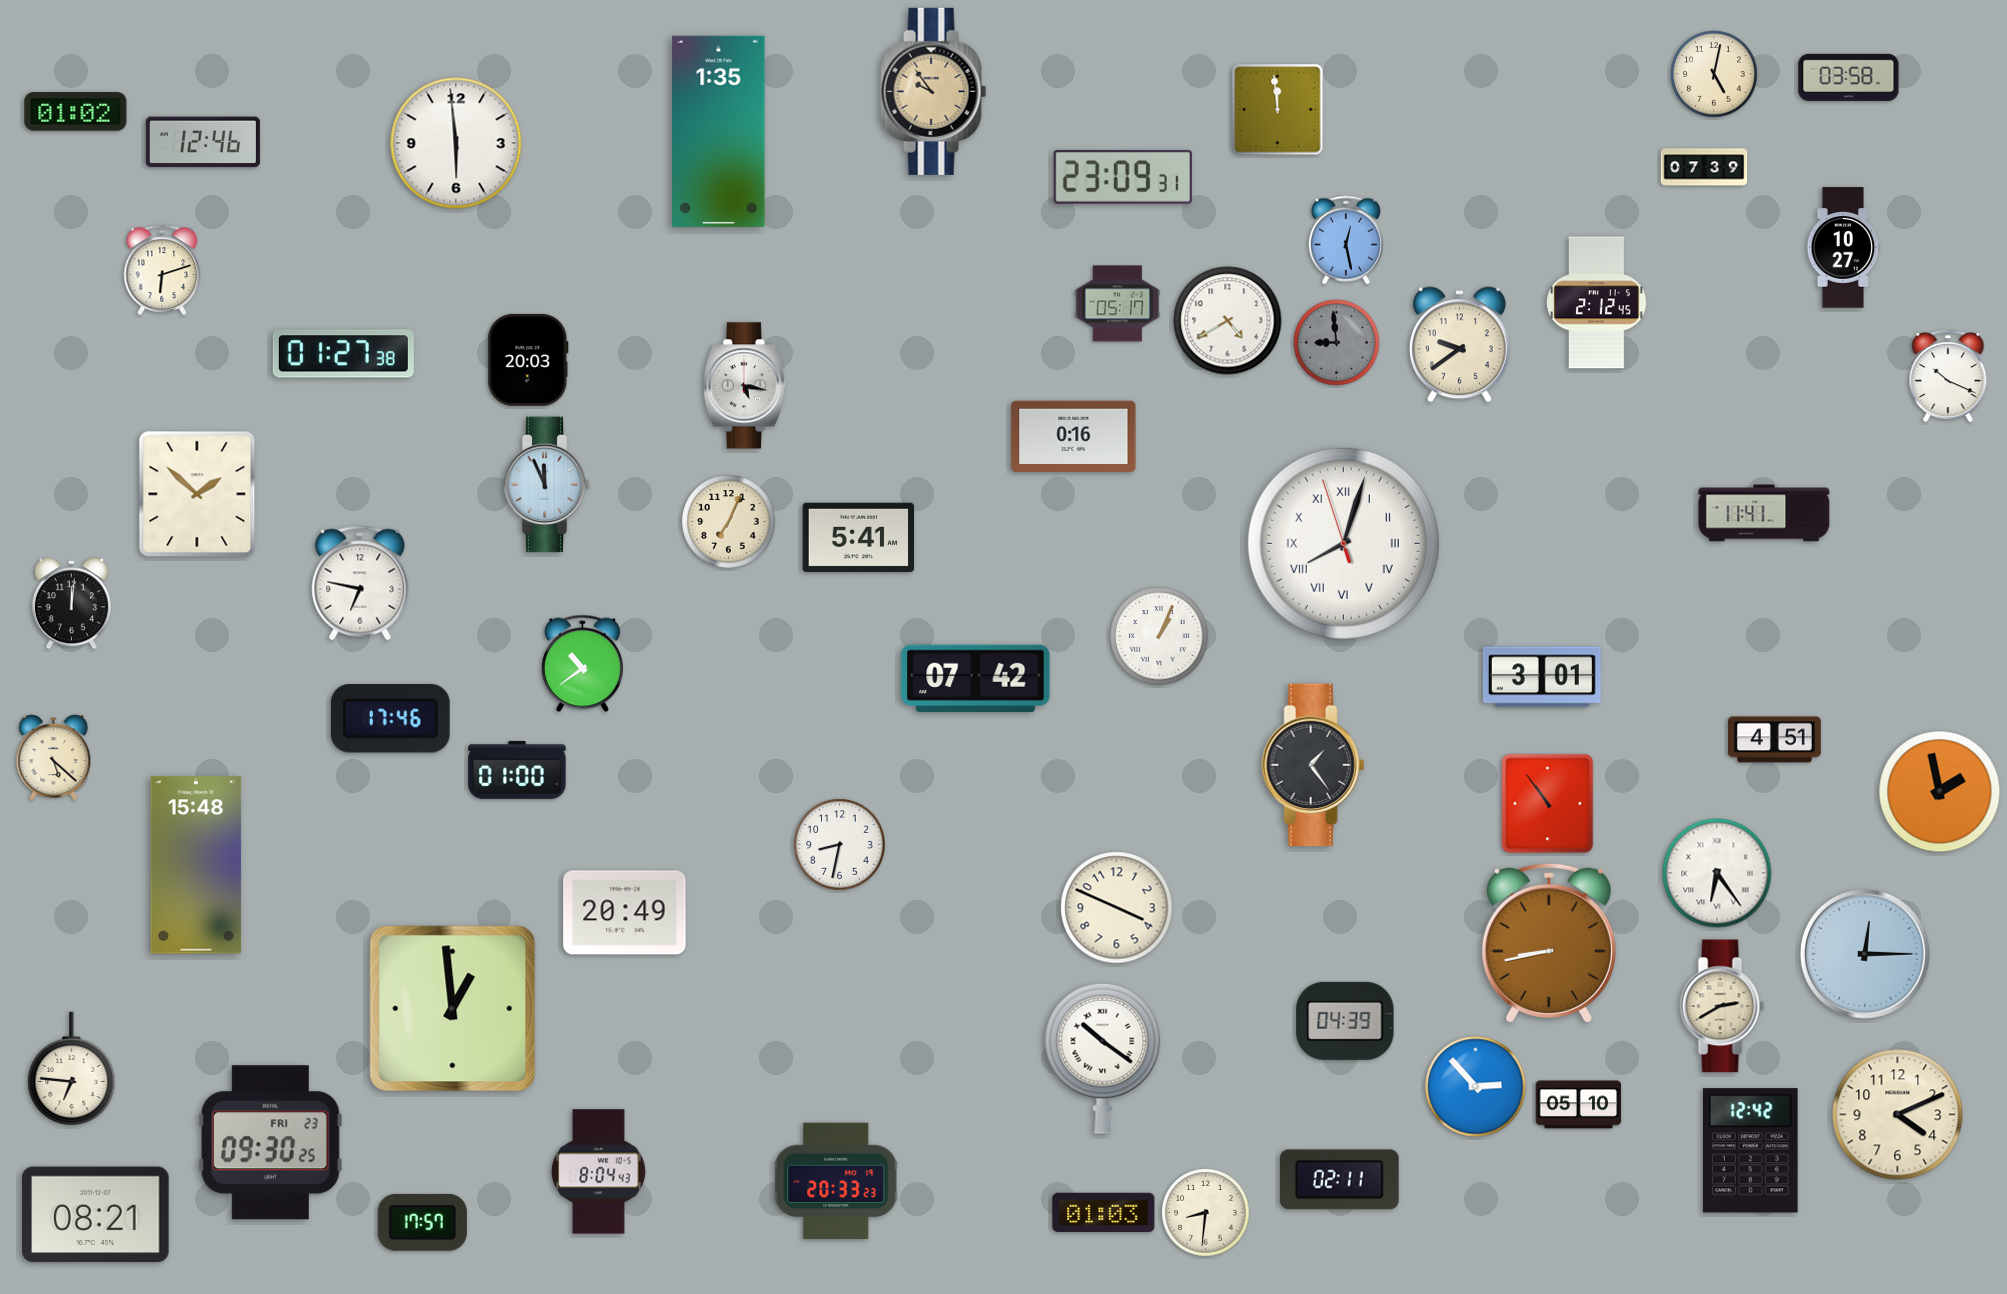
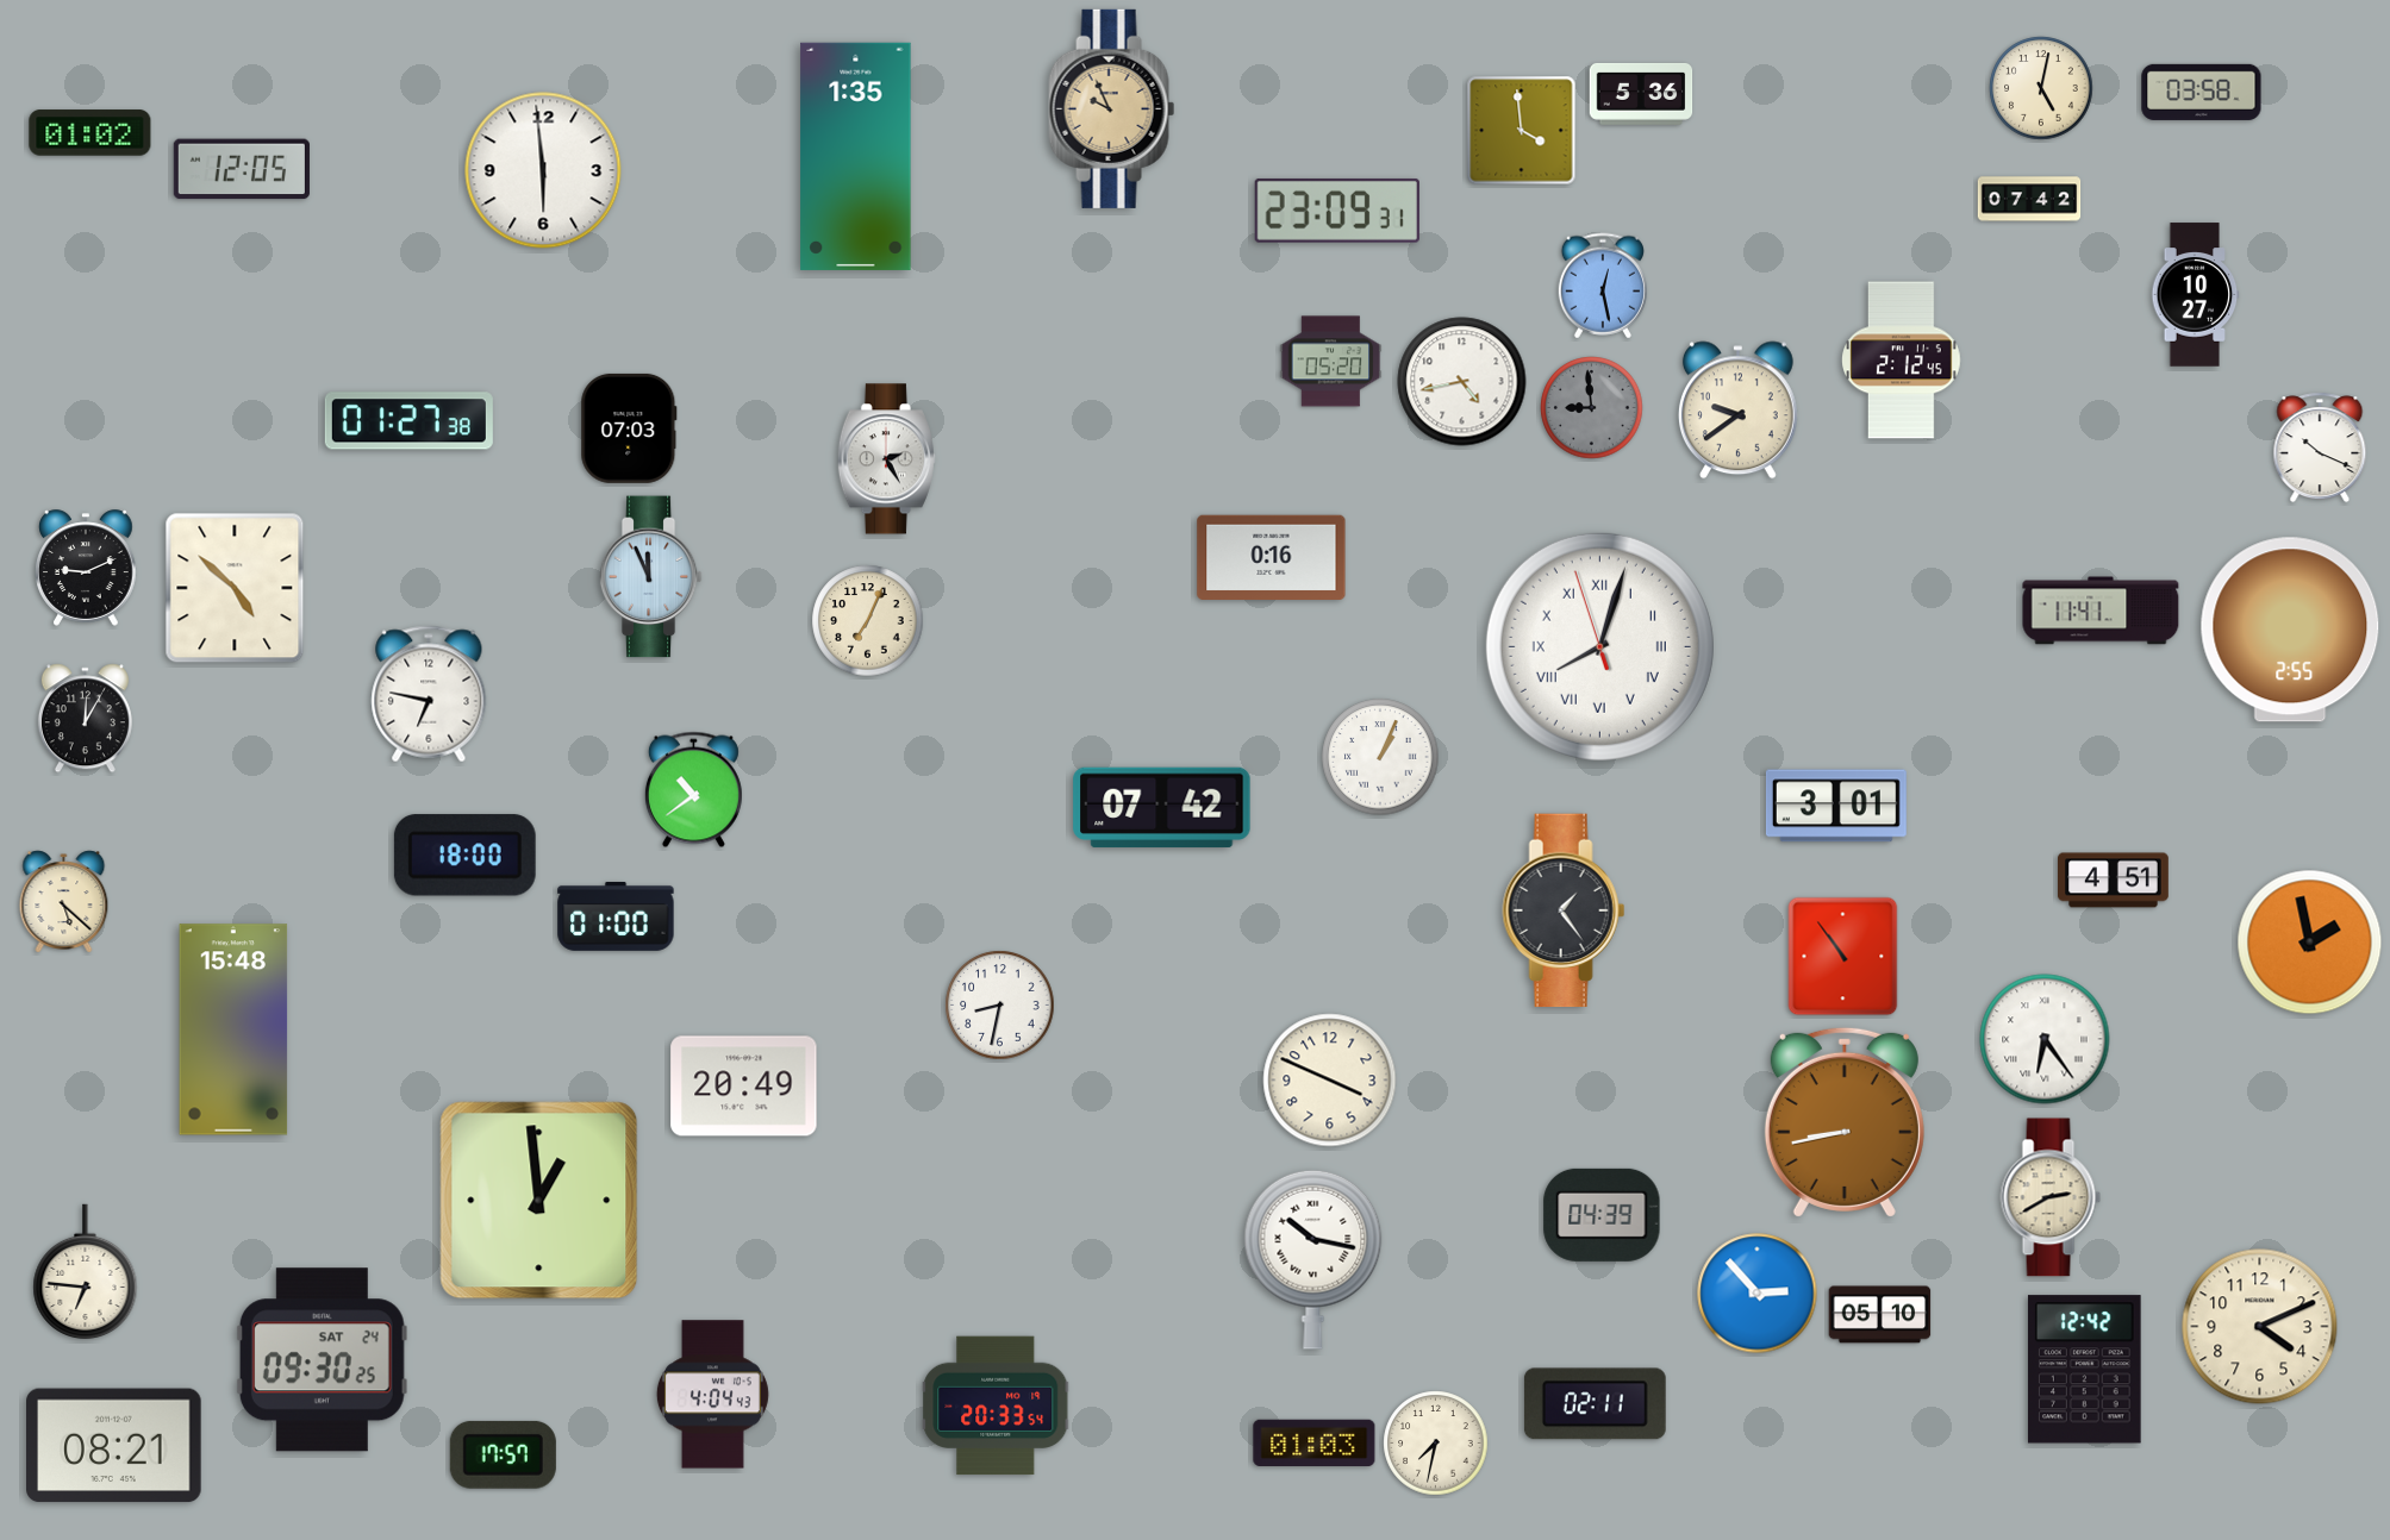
clock at (1641, 94): none -> 5:36
clock at (934, 91): 9:54 -> 9:56
clock at (1278, 110): 11:59 -> 3:59
clock at (203, 142): 12:46 -> 12:05
clock at (1704, 167): 07:39 -> 07:42
clock at (162, 269): 6:12 -> none
clock at (1118, 304): 05:17 -> 05:20
clock at (1228, 321): 4:40 -> 4:43
clock at (528, 360): 20:03 -> 07:03
clock at (744, 386): 5:17 -> 2:25
clock at (1074, 436) position: (1074, 436) -> (1272, 557)
clock at (87, 568): none -> 9:11
clock at (197, 494): 1:52 -> 4:52
clock at (2290, 630): none -> 2:55
clock at (859, 537): 5:41 -> none
clock at (71, 604): 12:01 -> 12:05
clock at (390, 719): 17:46 -> 18:00
clock at (1865, 954): 12:15 -> none
clock at (1103, 1058): 10:21 -> 10:17
clock at (270, 1143) date: FRI 23 -> SAT 24
clock at (598, 1172): 8:04 -> 4:04
clock at (837, 1181): 20:33:23 -> 20:33:54
clock at (1206, 1213): 8:31 -> 7:32
